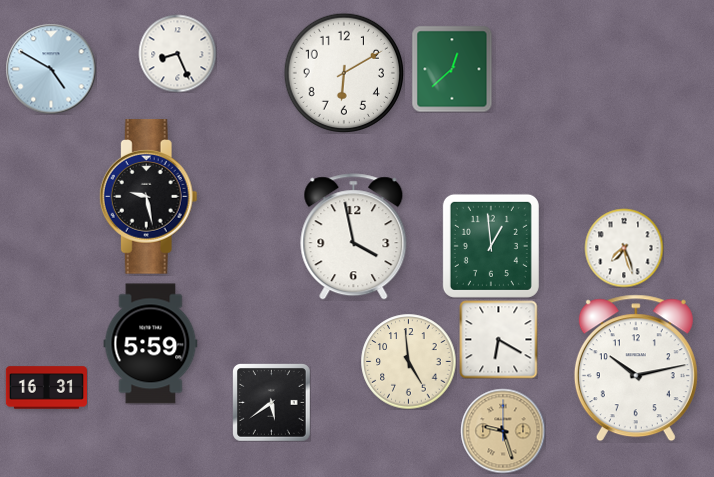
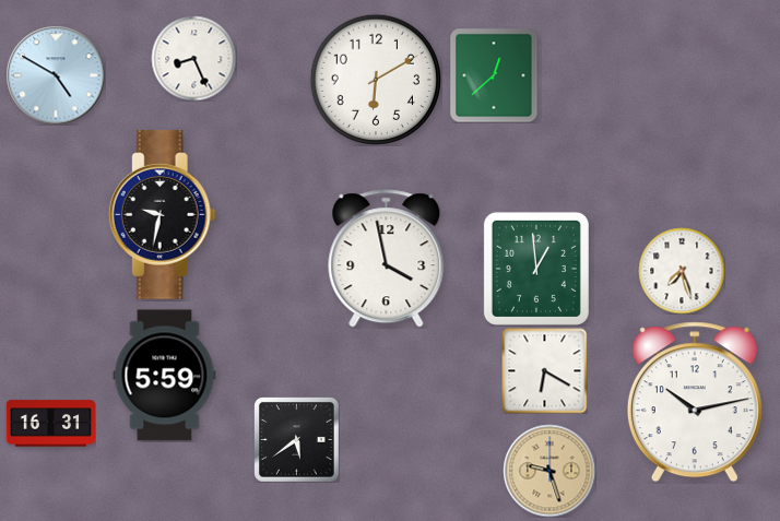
clock at (148, 197): 9:28 -> 9:32
clock at (408, 361): 4:59 -> none
